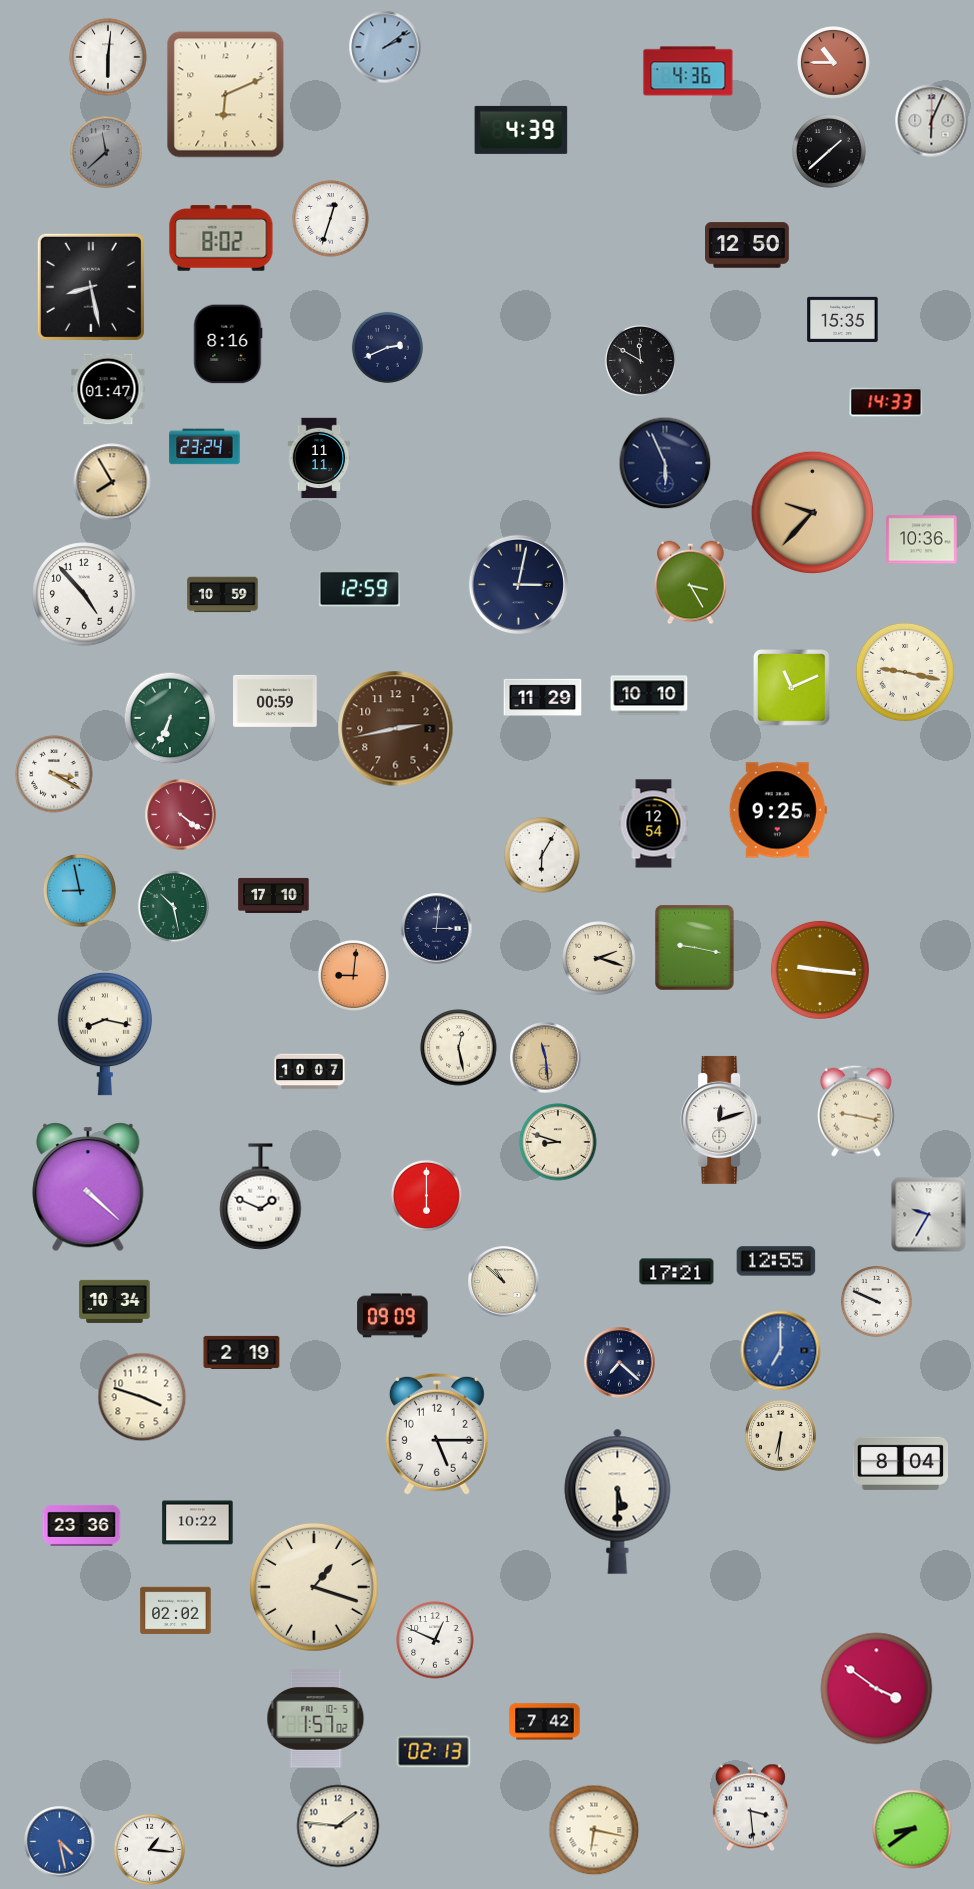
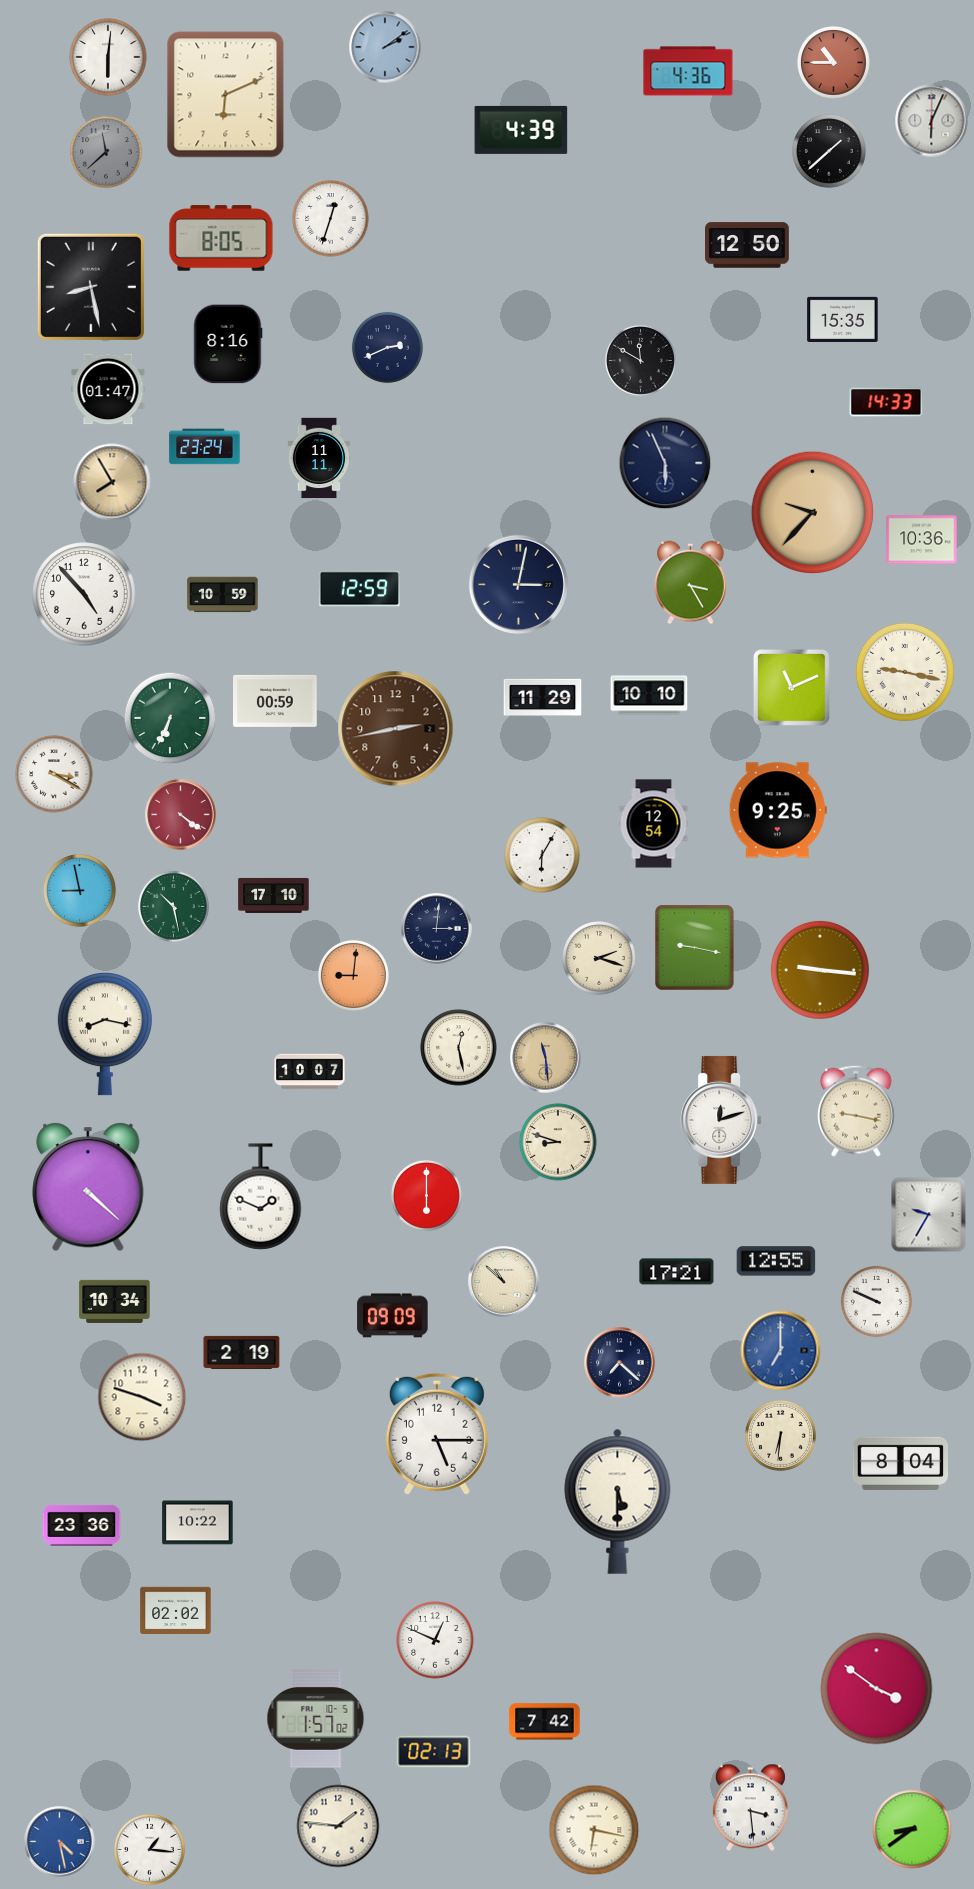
clock at (221, 238): 8:02 -> 8:05
clock at (314, 1587): 1:18 -> none
